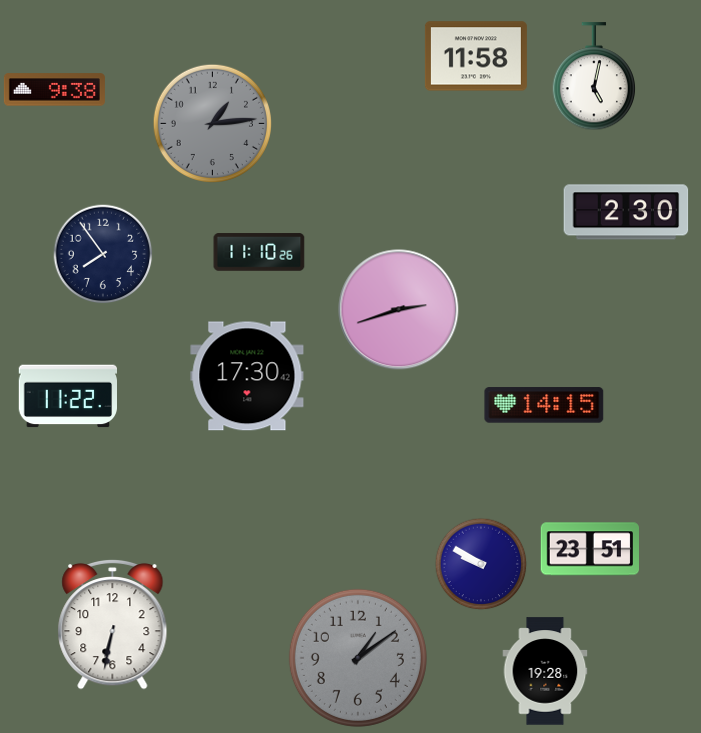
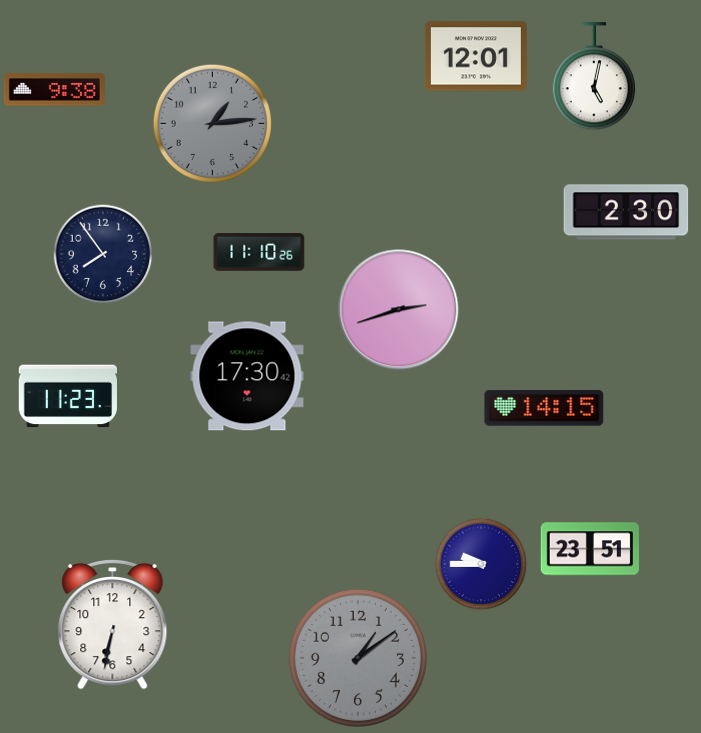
clock at (476, 56): 11:58 -> 12:01
clock at (67, 396): 11:22 -> 11:23
clock at (544, 405) position: (544, 405) -> (544, 408)
clock at (481, 564): 9:50 -> 9:45
clock at (545, 671): 19:28 -> none
